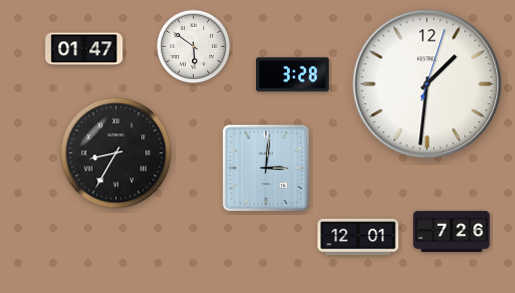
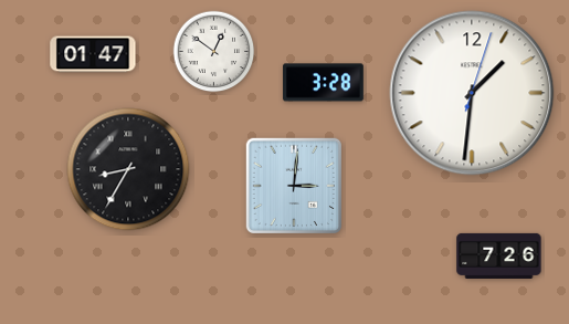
clock at (194, 47): 5:51 -> 12:51
clock at (358, 237): 12:01 -> none
